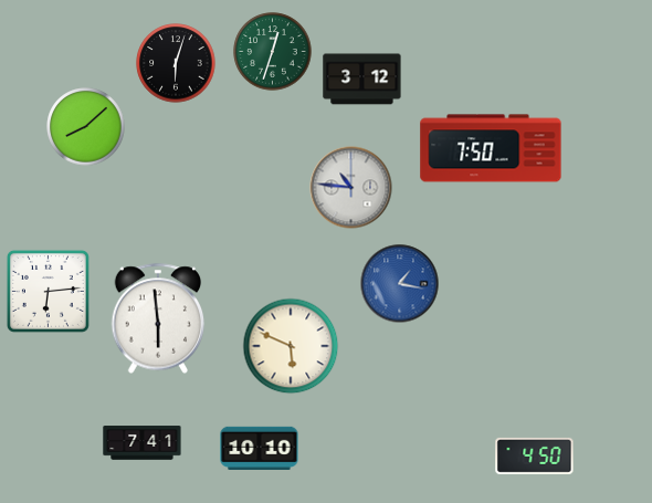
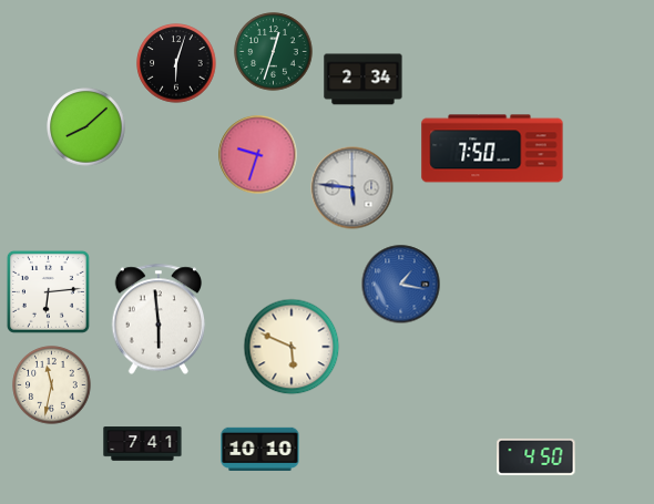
clock at (362, 80): 3:12 -> 2:34
clock at (258, 155): none -> 9:33
clock at (351, 188): 10:46 -> 5:46
clock at (52, 385): none -> 11:32
